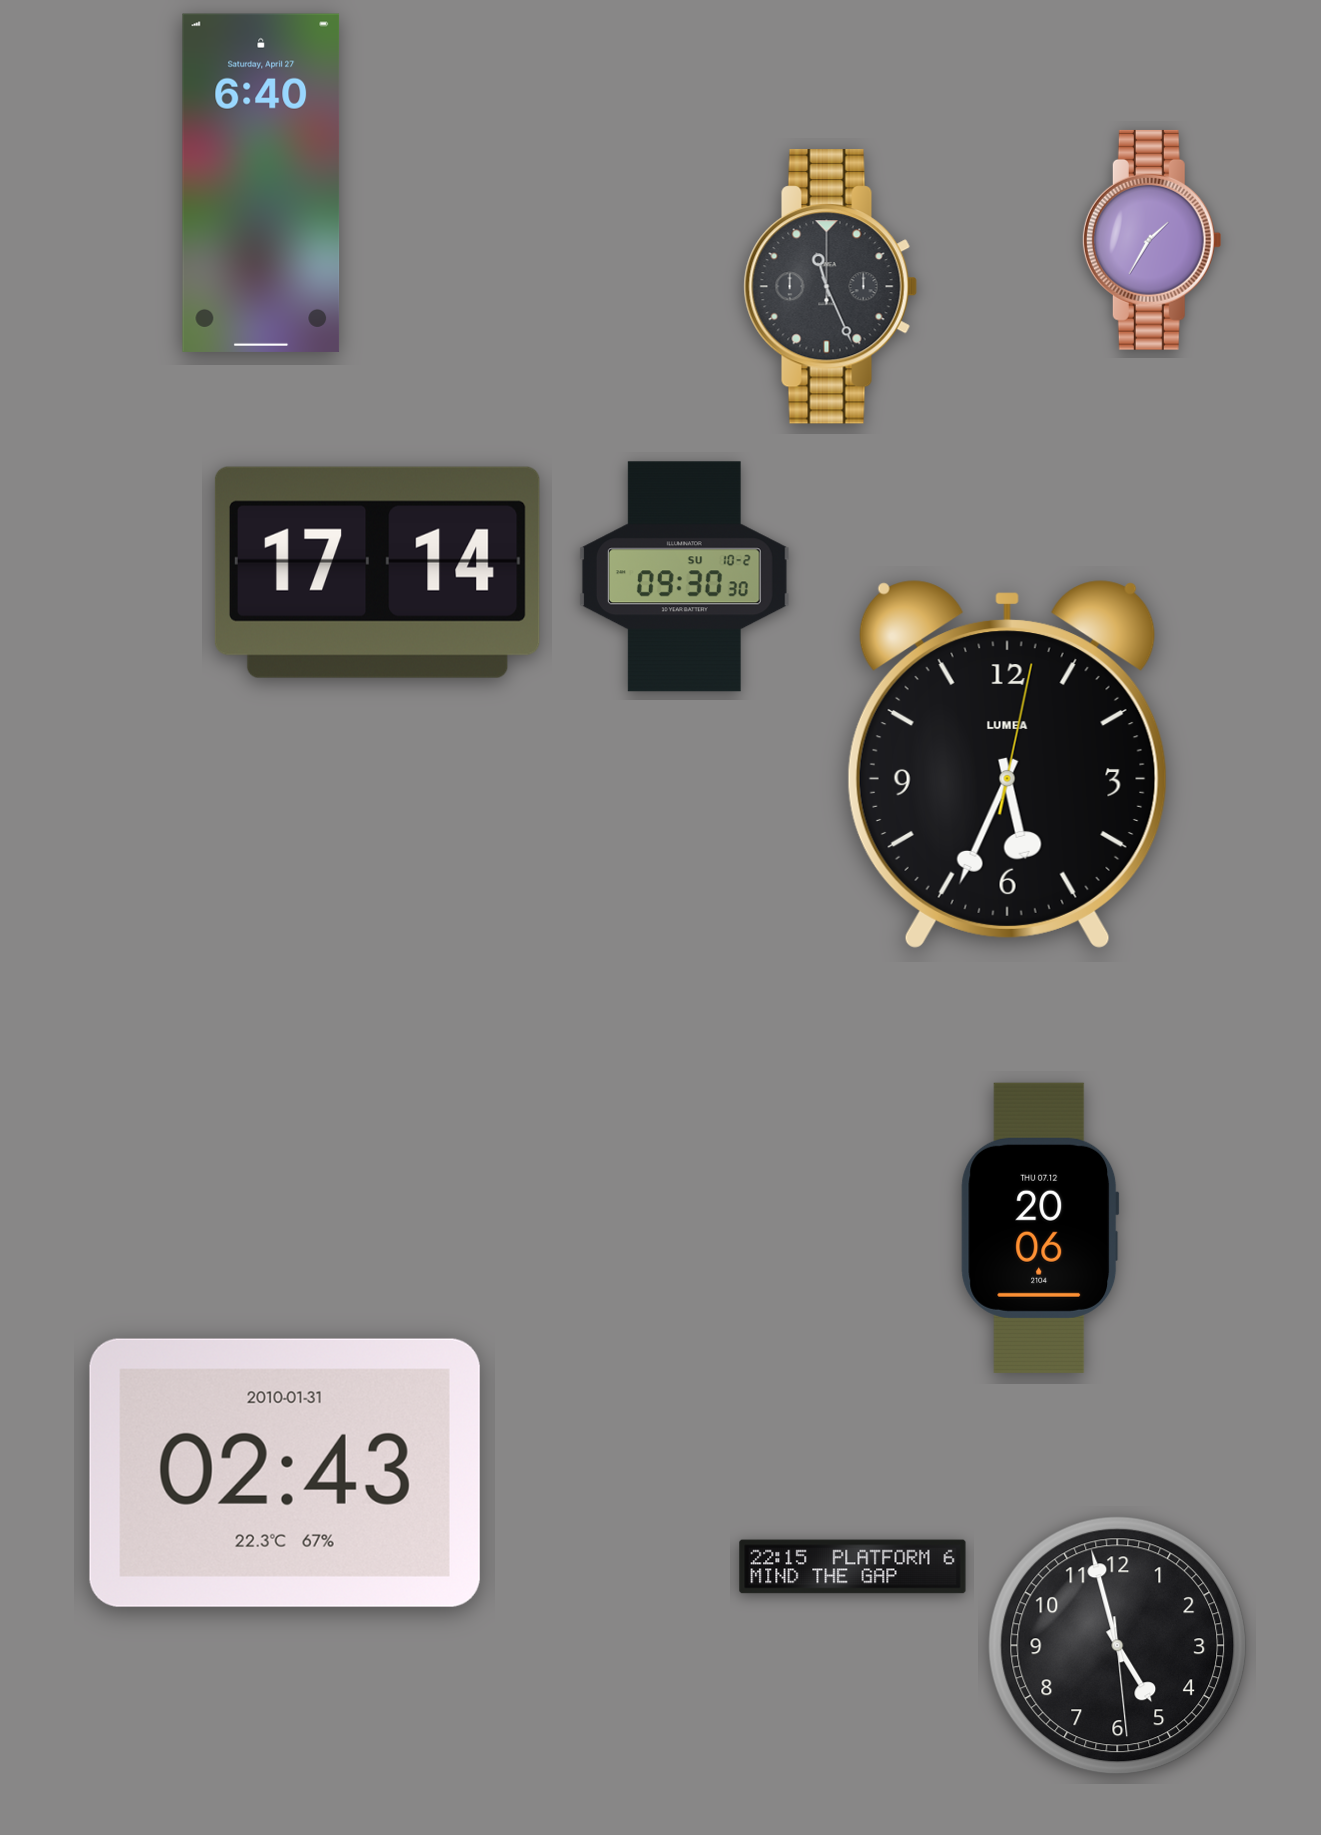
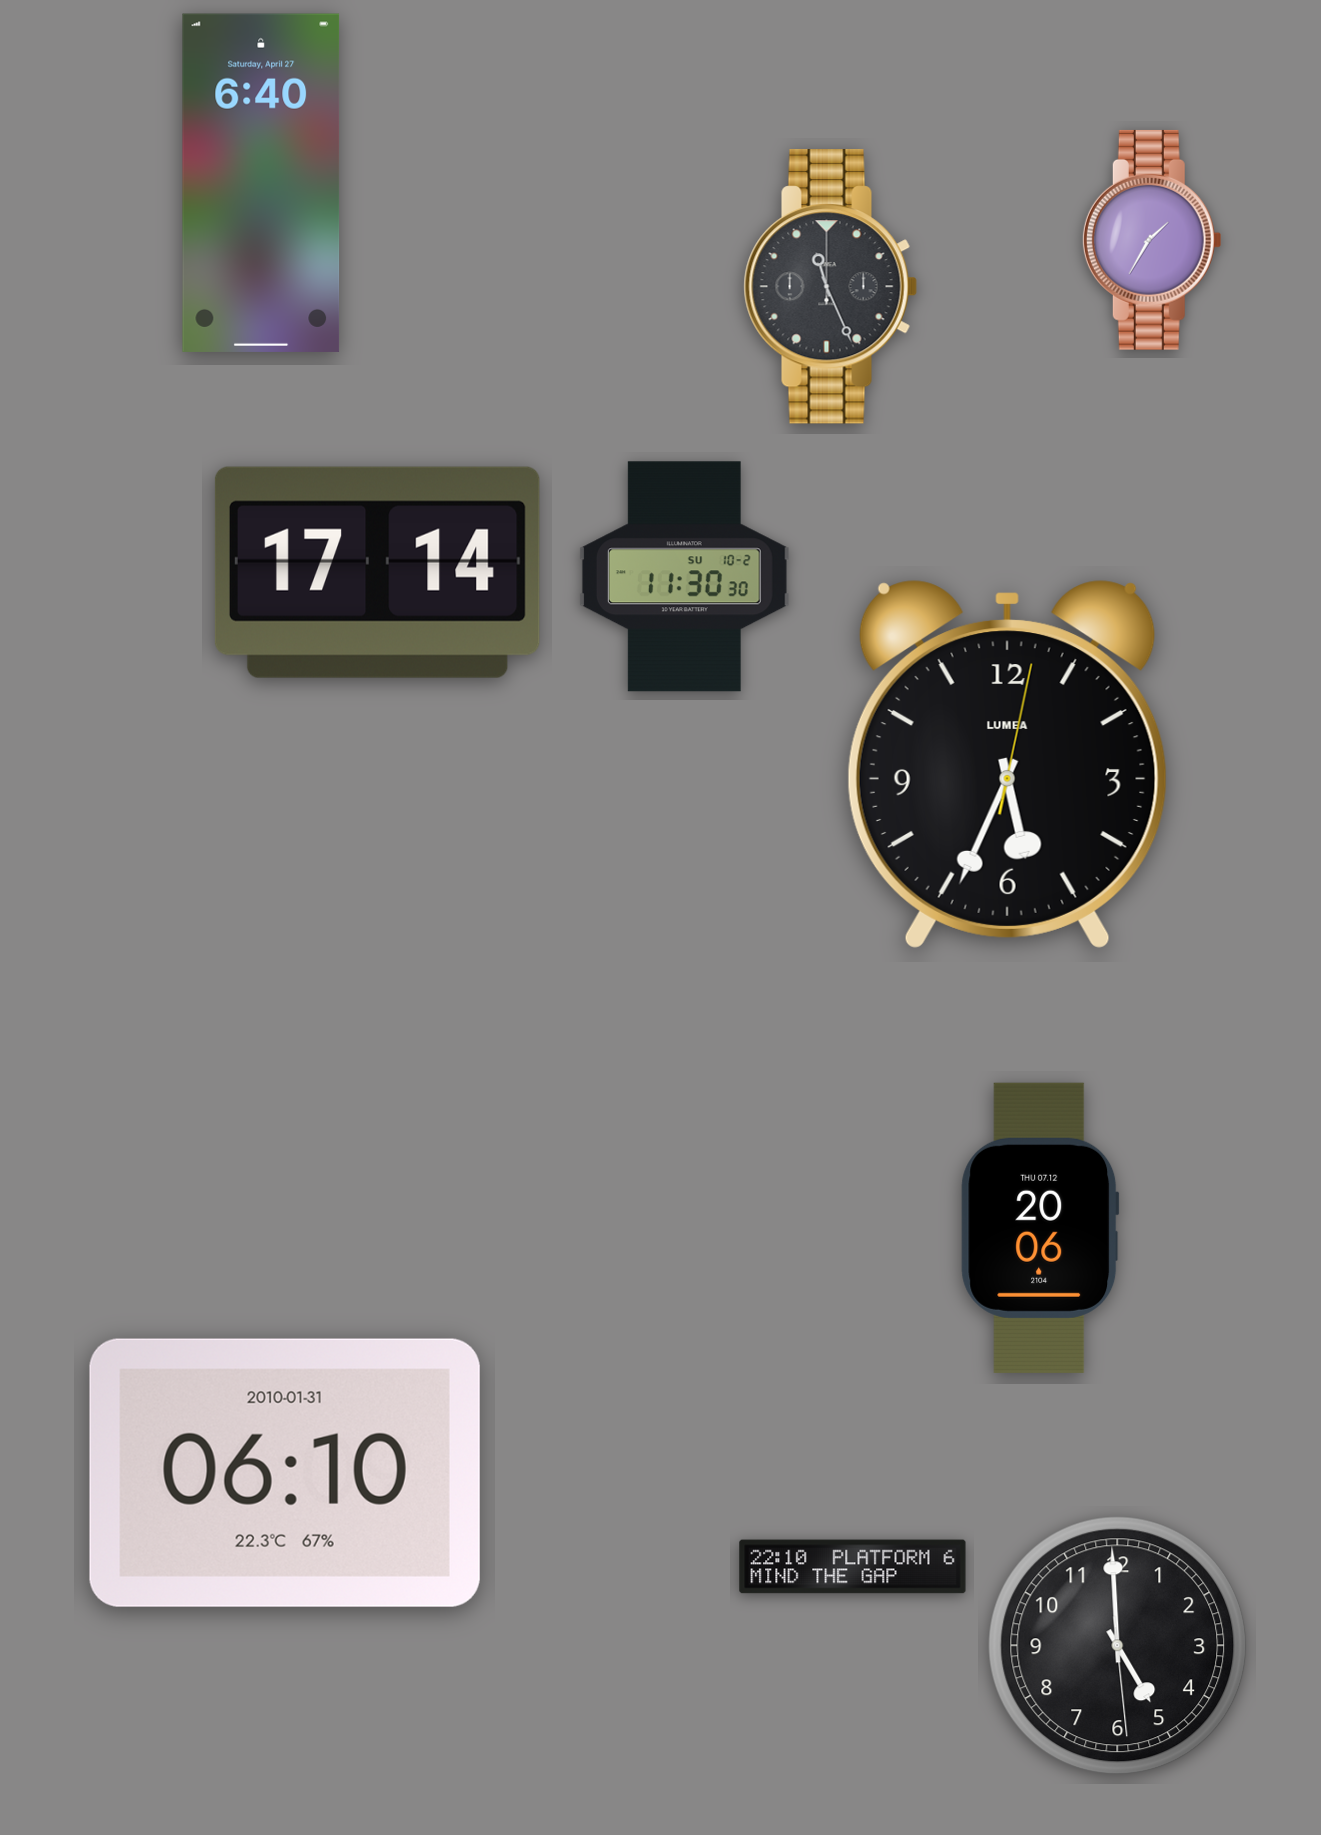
clock at (684, 577): 09:30 -> 11:30
clock at (285, 1473): 02:43 -> 06:10
clock at (853, 1567): 22:15 -> 22:10
clock at (1118, 1646): 4:57 -> 4:59
